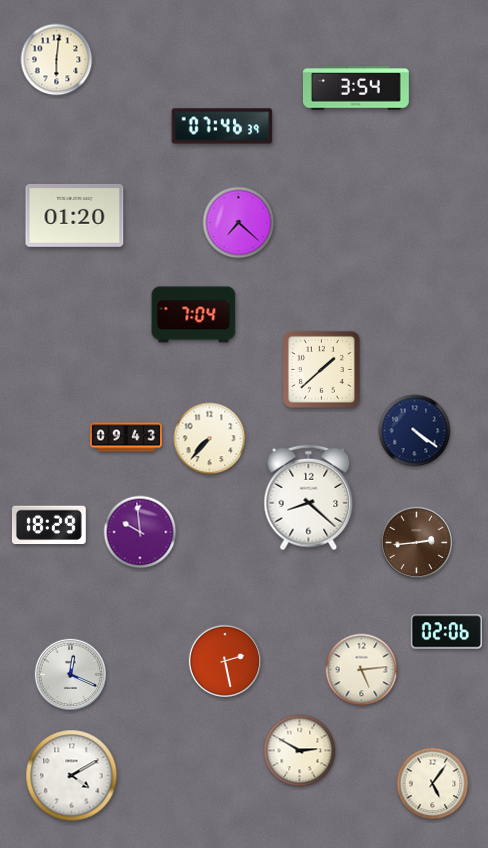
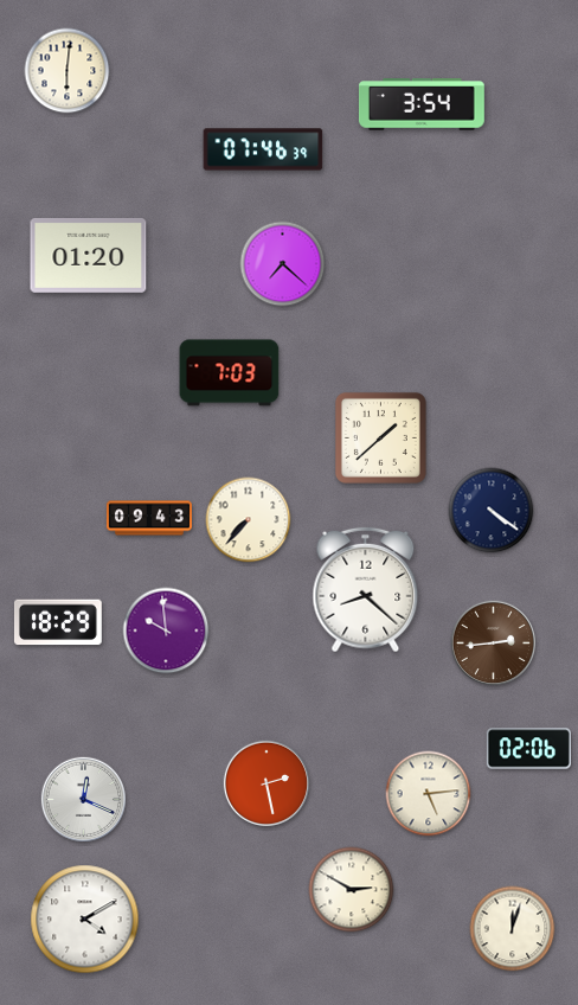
clock at (194, 315): 7:04 -> 7:03
clock at (300, 751) position: (300, 751) -> (352, 890)
clock at (433, 784): 5:06 -> 12:03
